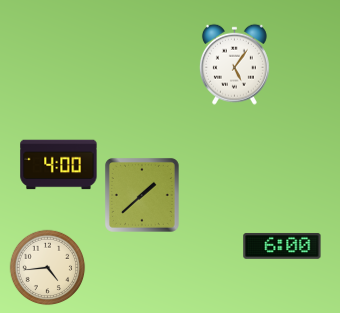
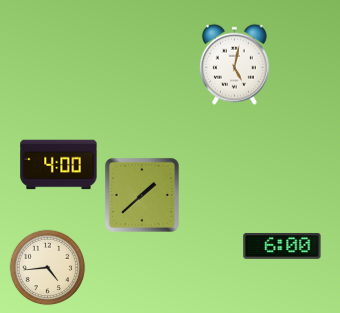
clock at (234, 64): 5:06 -> 5:02
